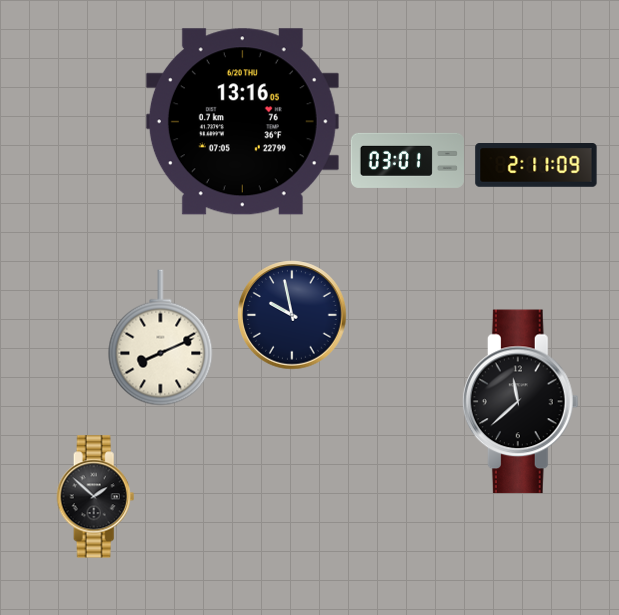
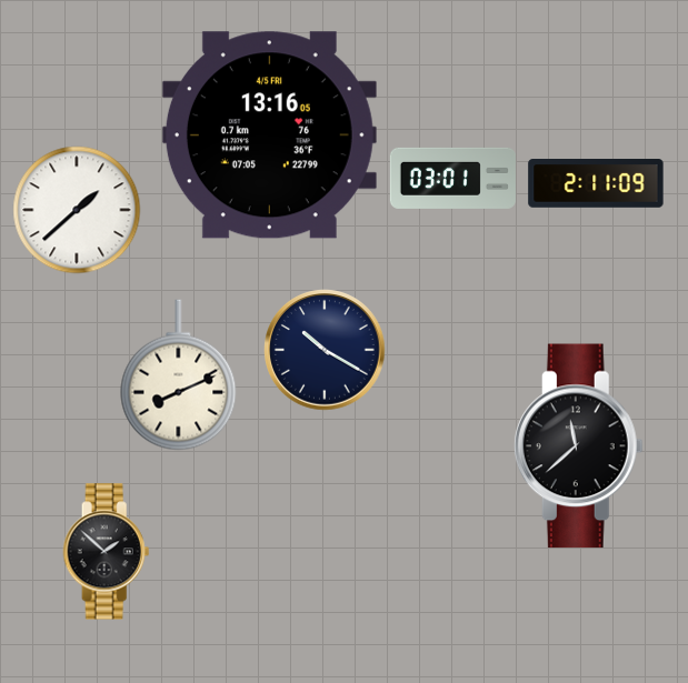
clock at (242, 122) date: 6/20 THU -> 4/5 FRI
clock at (77, 210): none -> 1:38
clock at (292, 315): 9:58 -> 10:20
